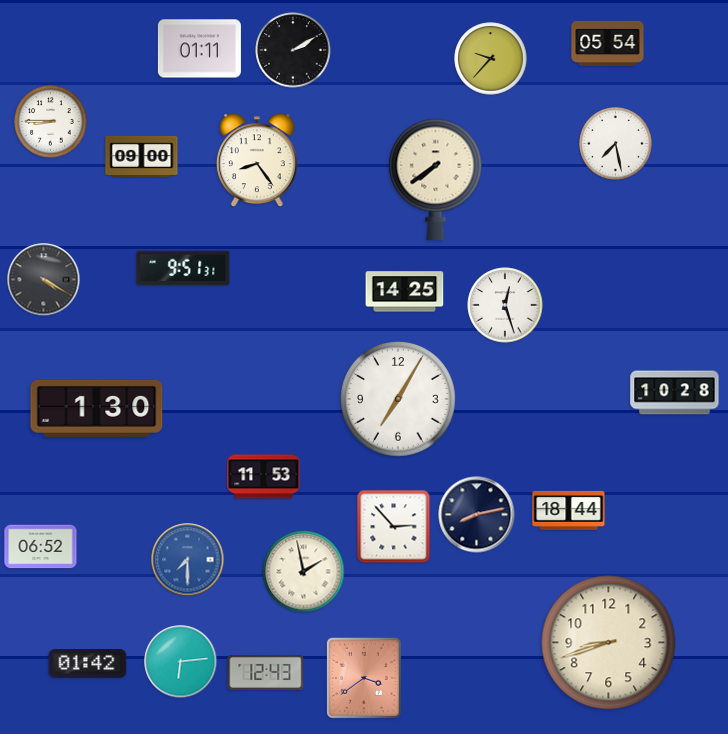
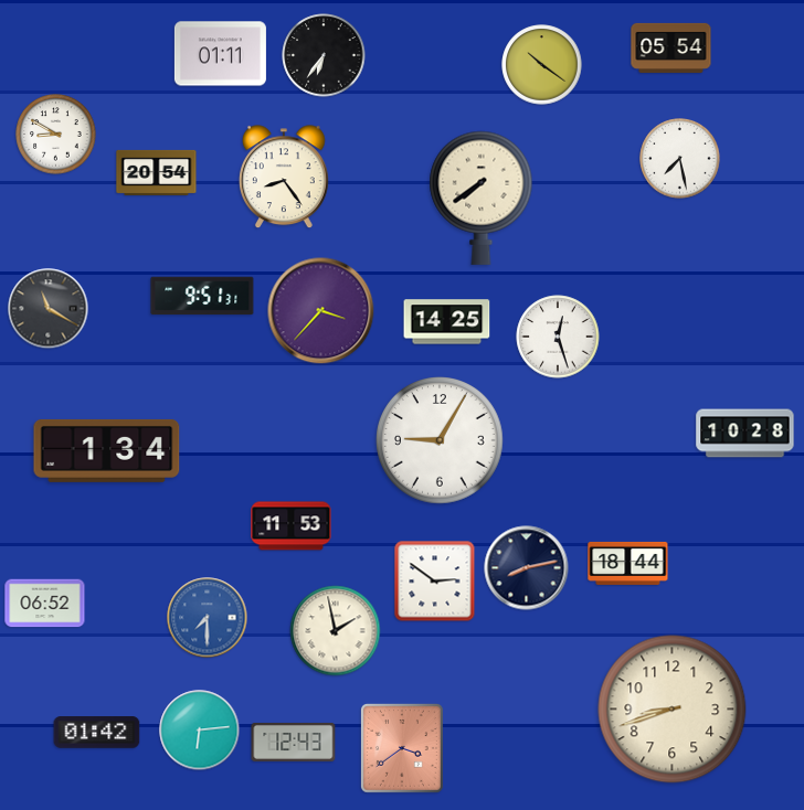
clock at (293, 50): 2:10 -> 6:36
clock at (491, 59): 9:37 -> 10:21
clock at (51, 122): 8:45 -> 8:50
clock at (142, 156): 09:00 -> 20:54
clock at (44, 280): 4:20 -> 11:20
clock at (321, 311): none -> 3:37
clock at (399, 400): 7:05 -> 9:05
clock at (97, 408): 1:30 -> 1:34
clock at (394, 527): 2:53 -> 2:51
